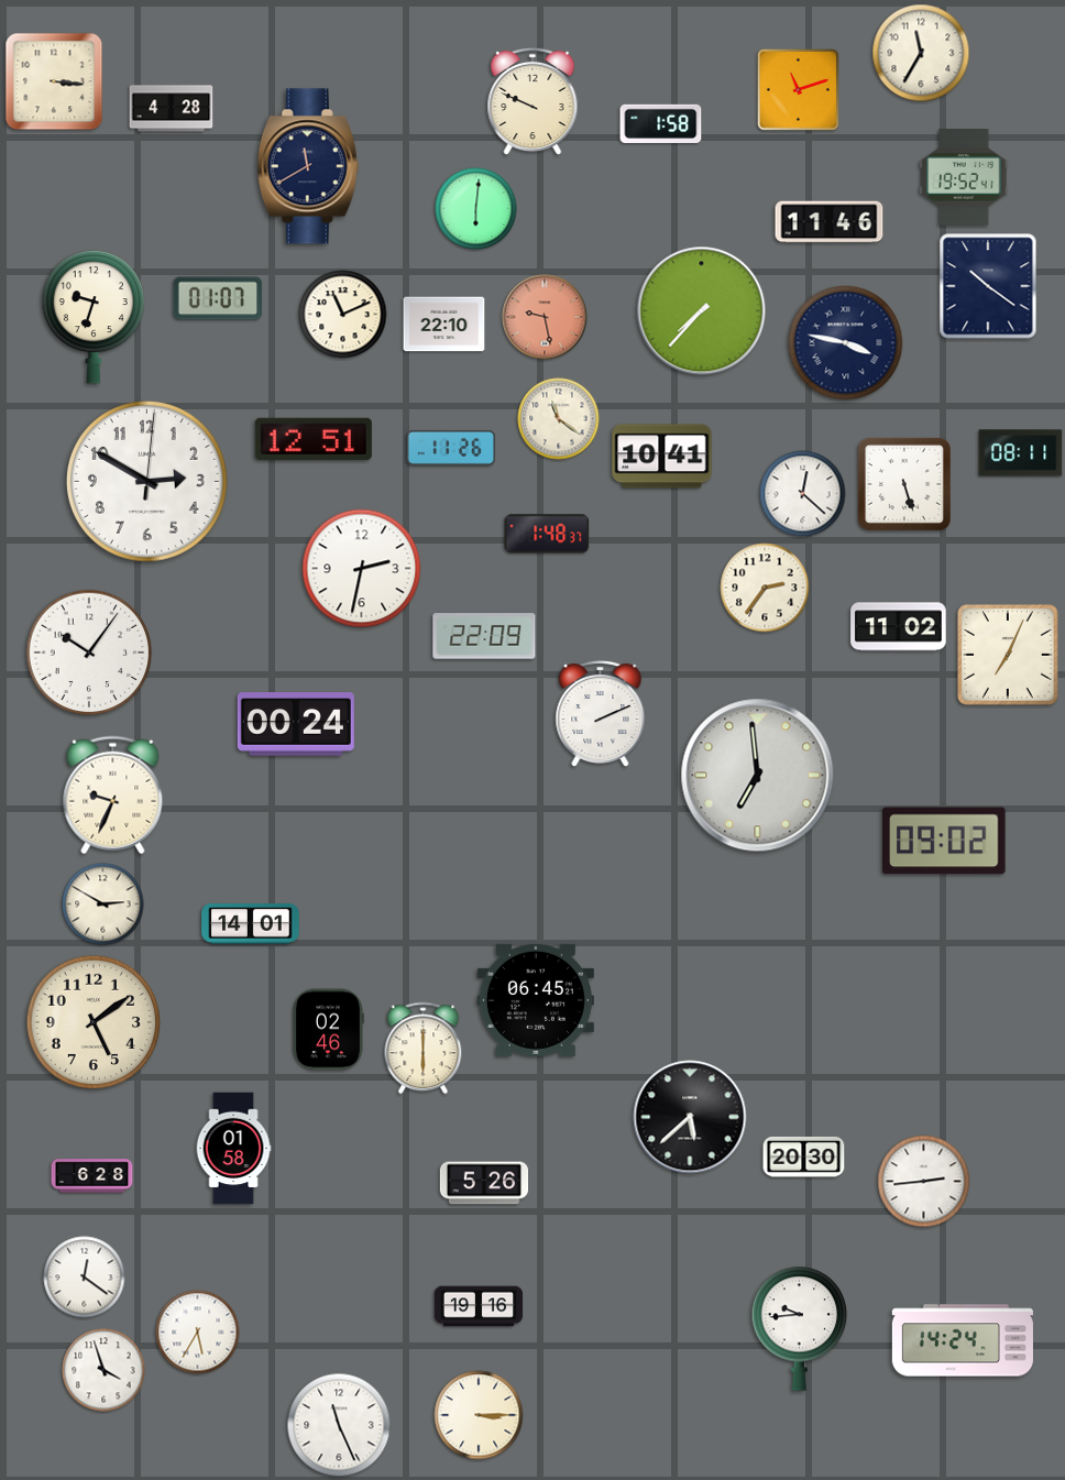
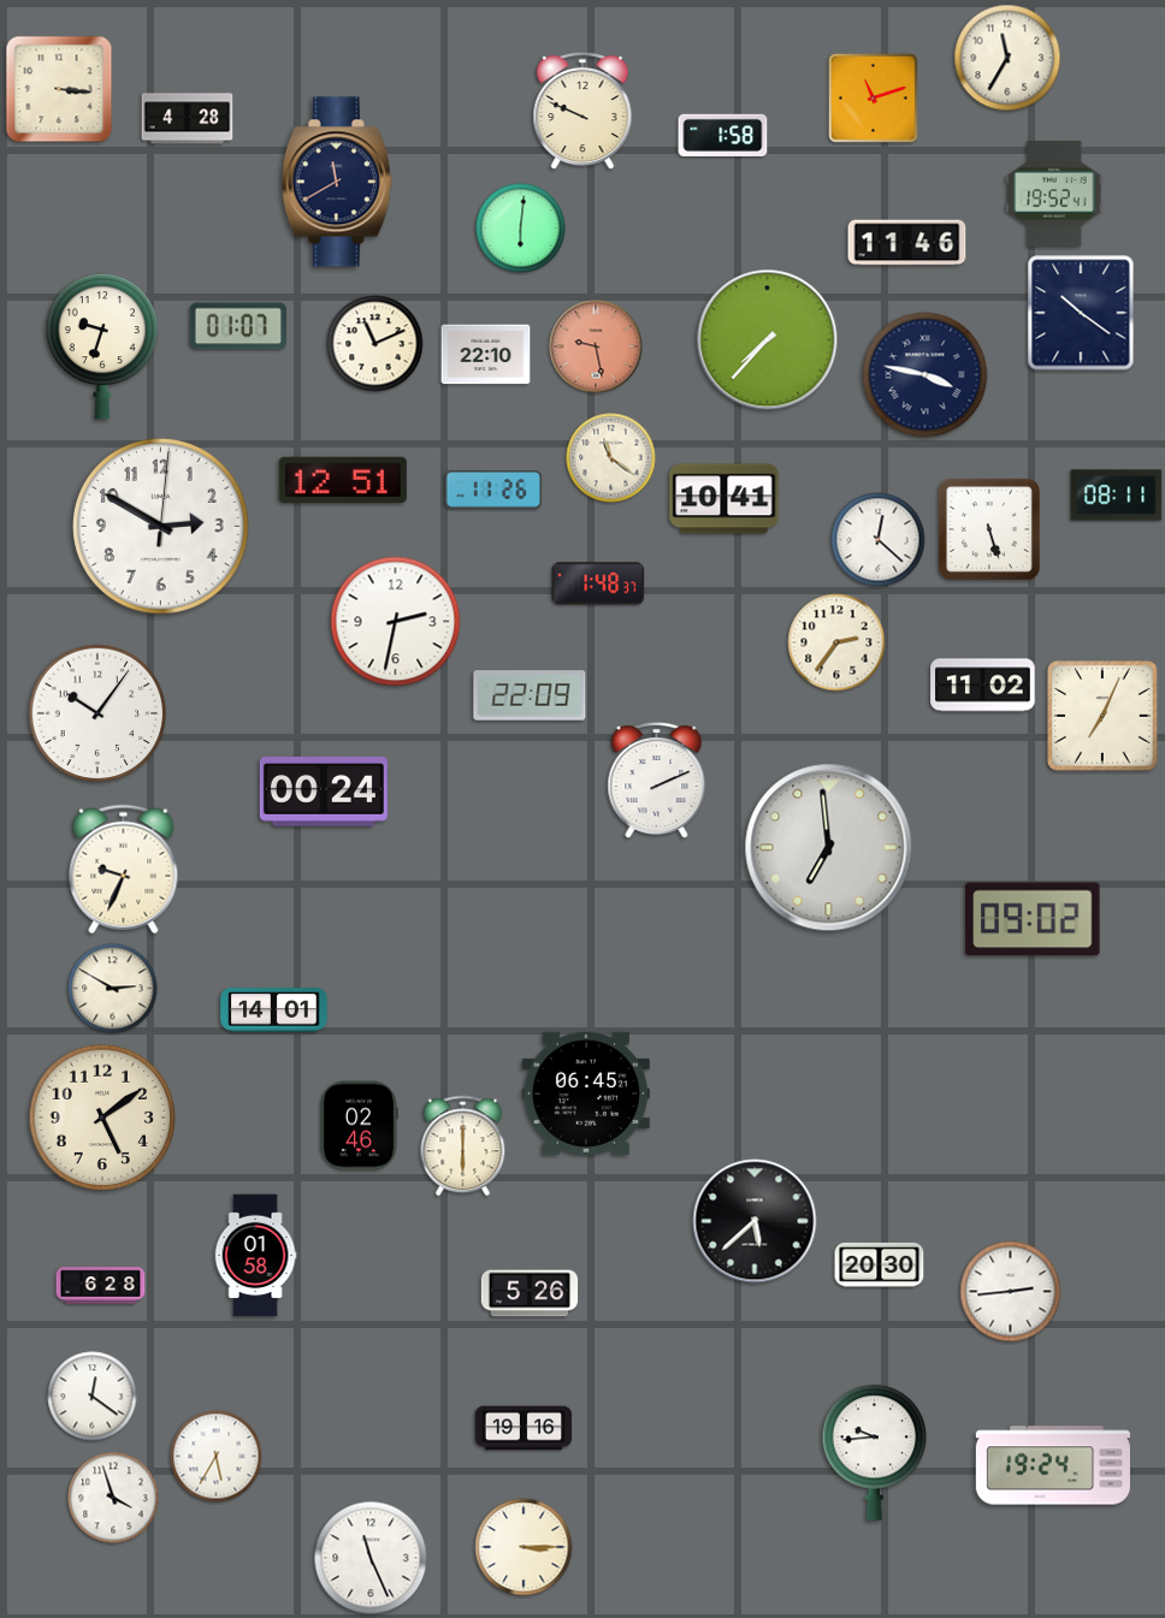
clock at (963, 1340): 14:24 -> 19:24
